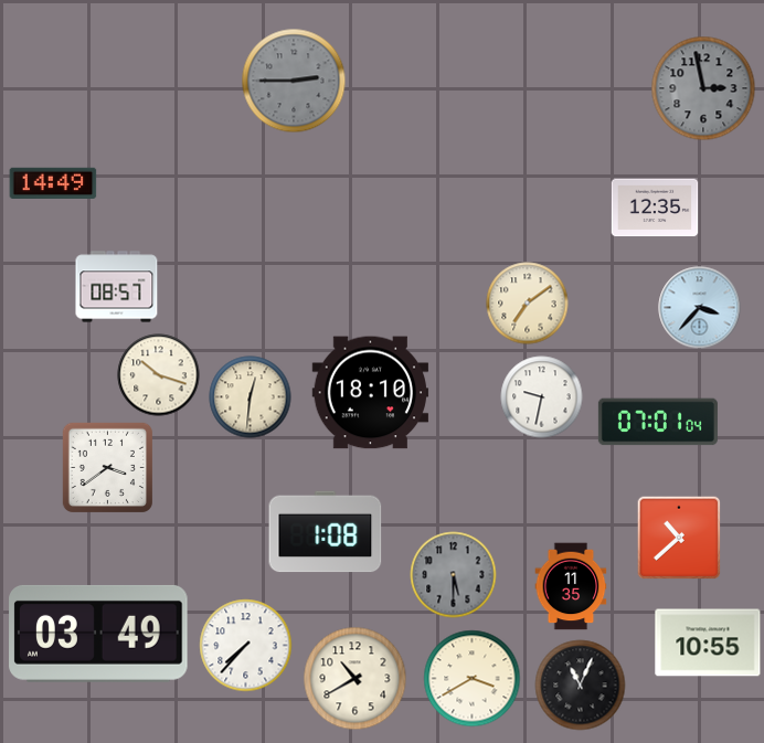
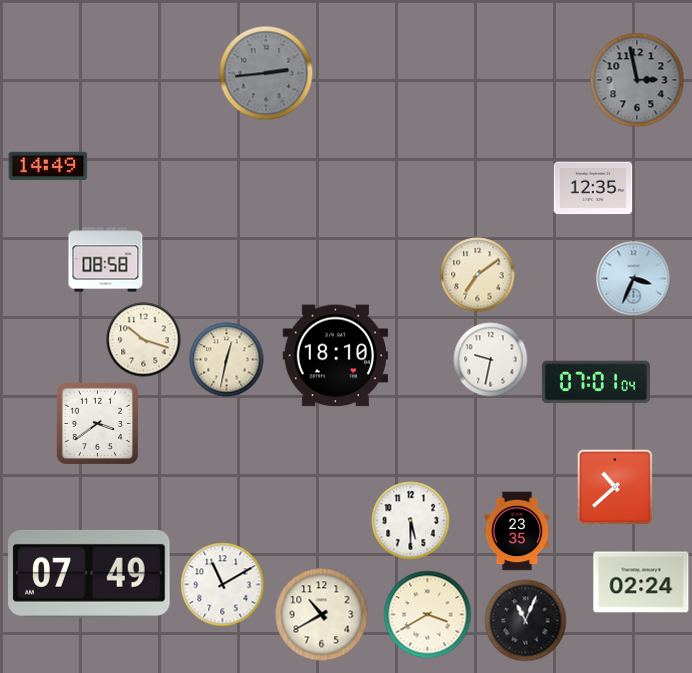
clock at (294, 81): 2:45 -> 2:44
clock at (117, 287): 08:57 -> 08:58
clock at (700, 308): 3:37 -> 3:34
clock at (251, 397): 12:31 -> 12:32
clock at (326, 532): 1:08 -> none
clock at (454, 575) dial: grey -> white
clock at (571, 586): 11:35 -> 23:35
clock at (98, 634): 03:49 -> 07:49
clock at (708, 643): 10:55 -> 02:24
clock at (246, 646): 7:37 -> 11:10
